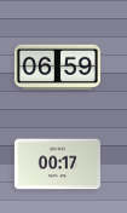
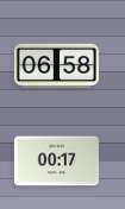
clock at (57, 68): 06:59 -> 06:58
